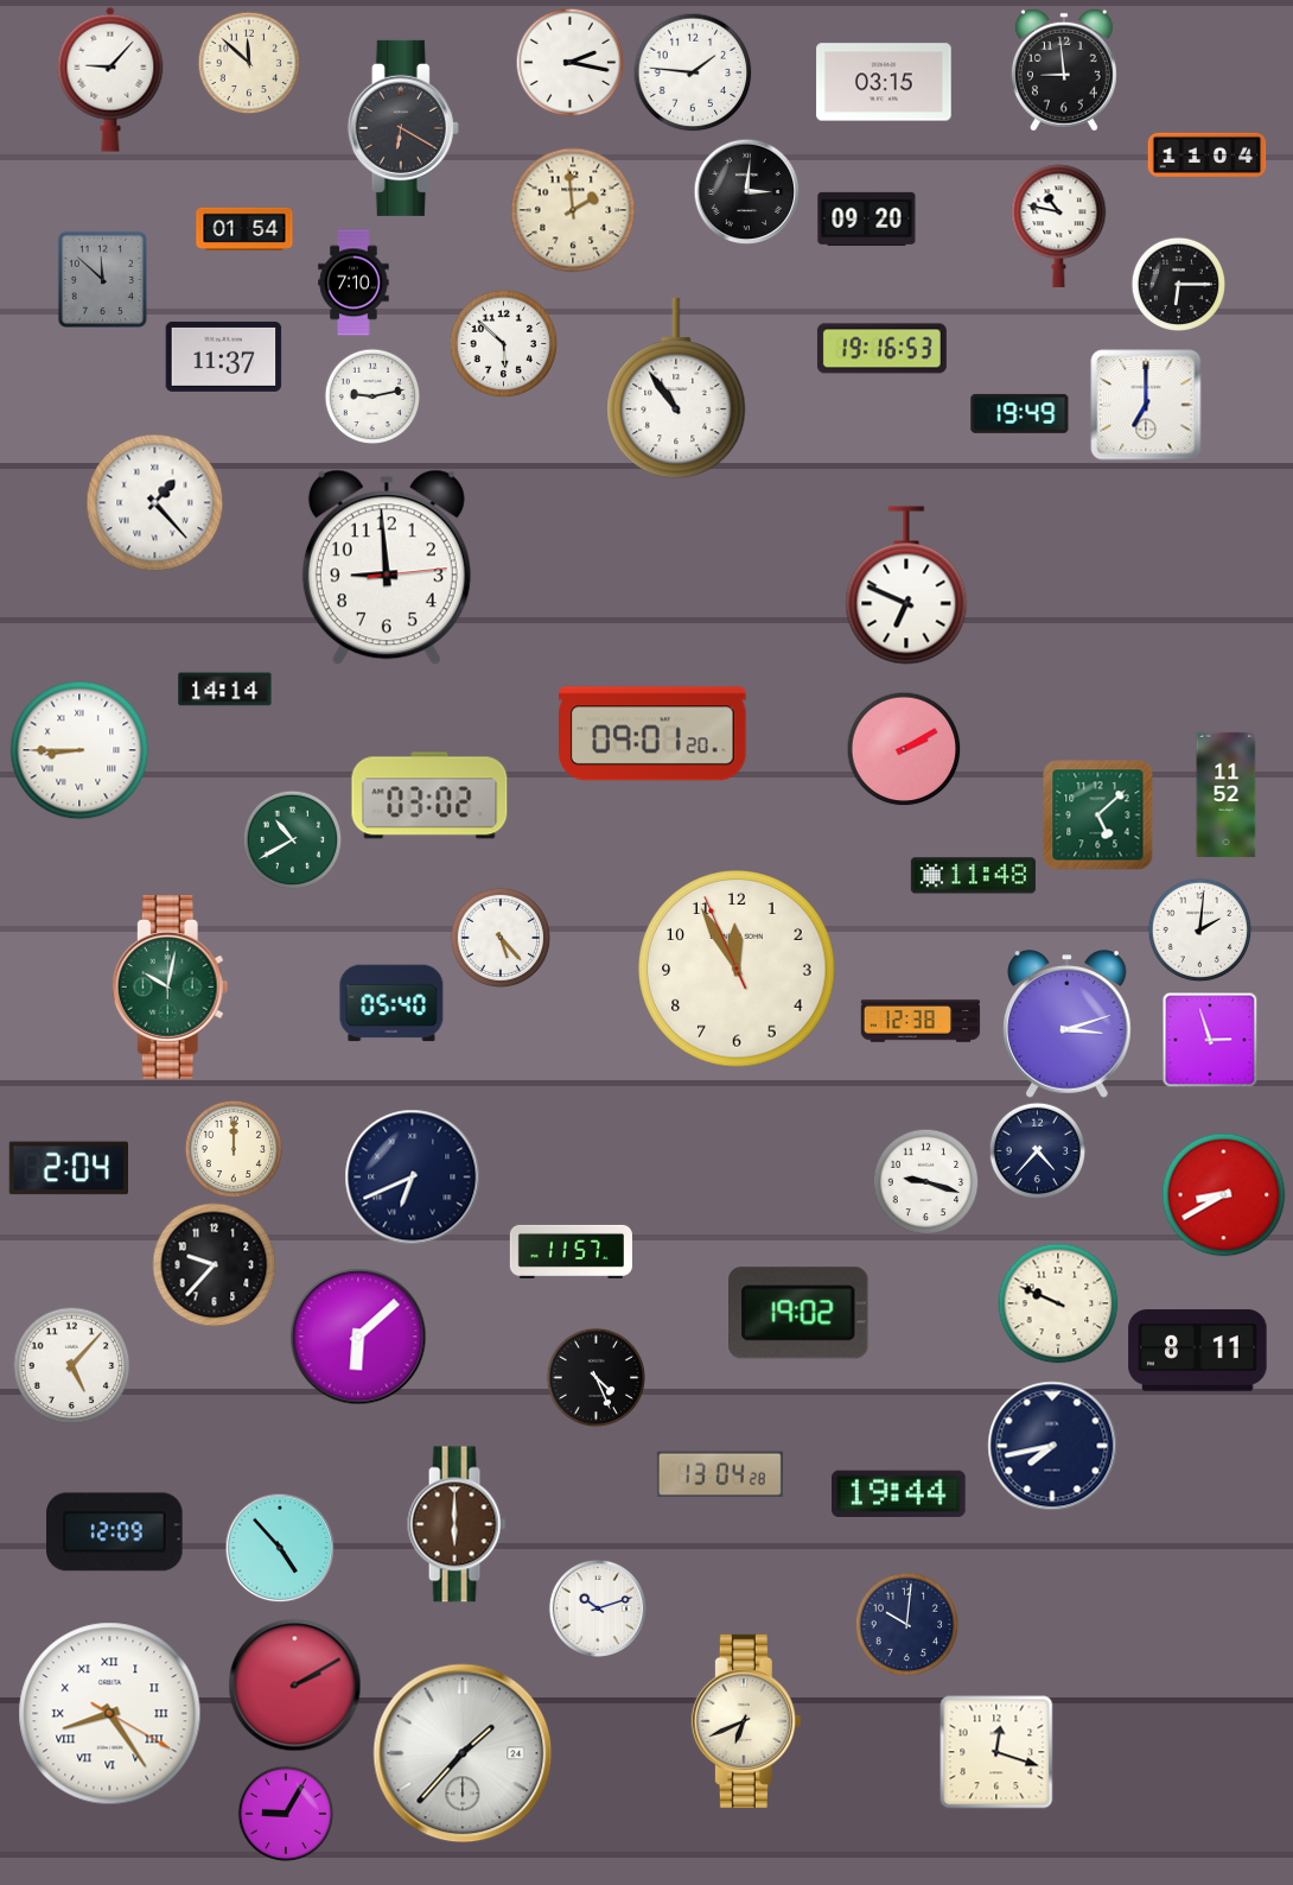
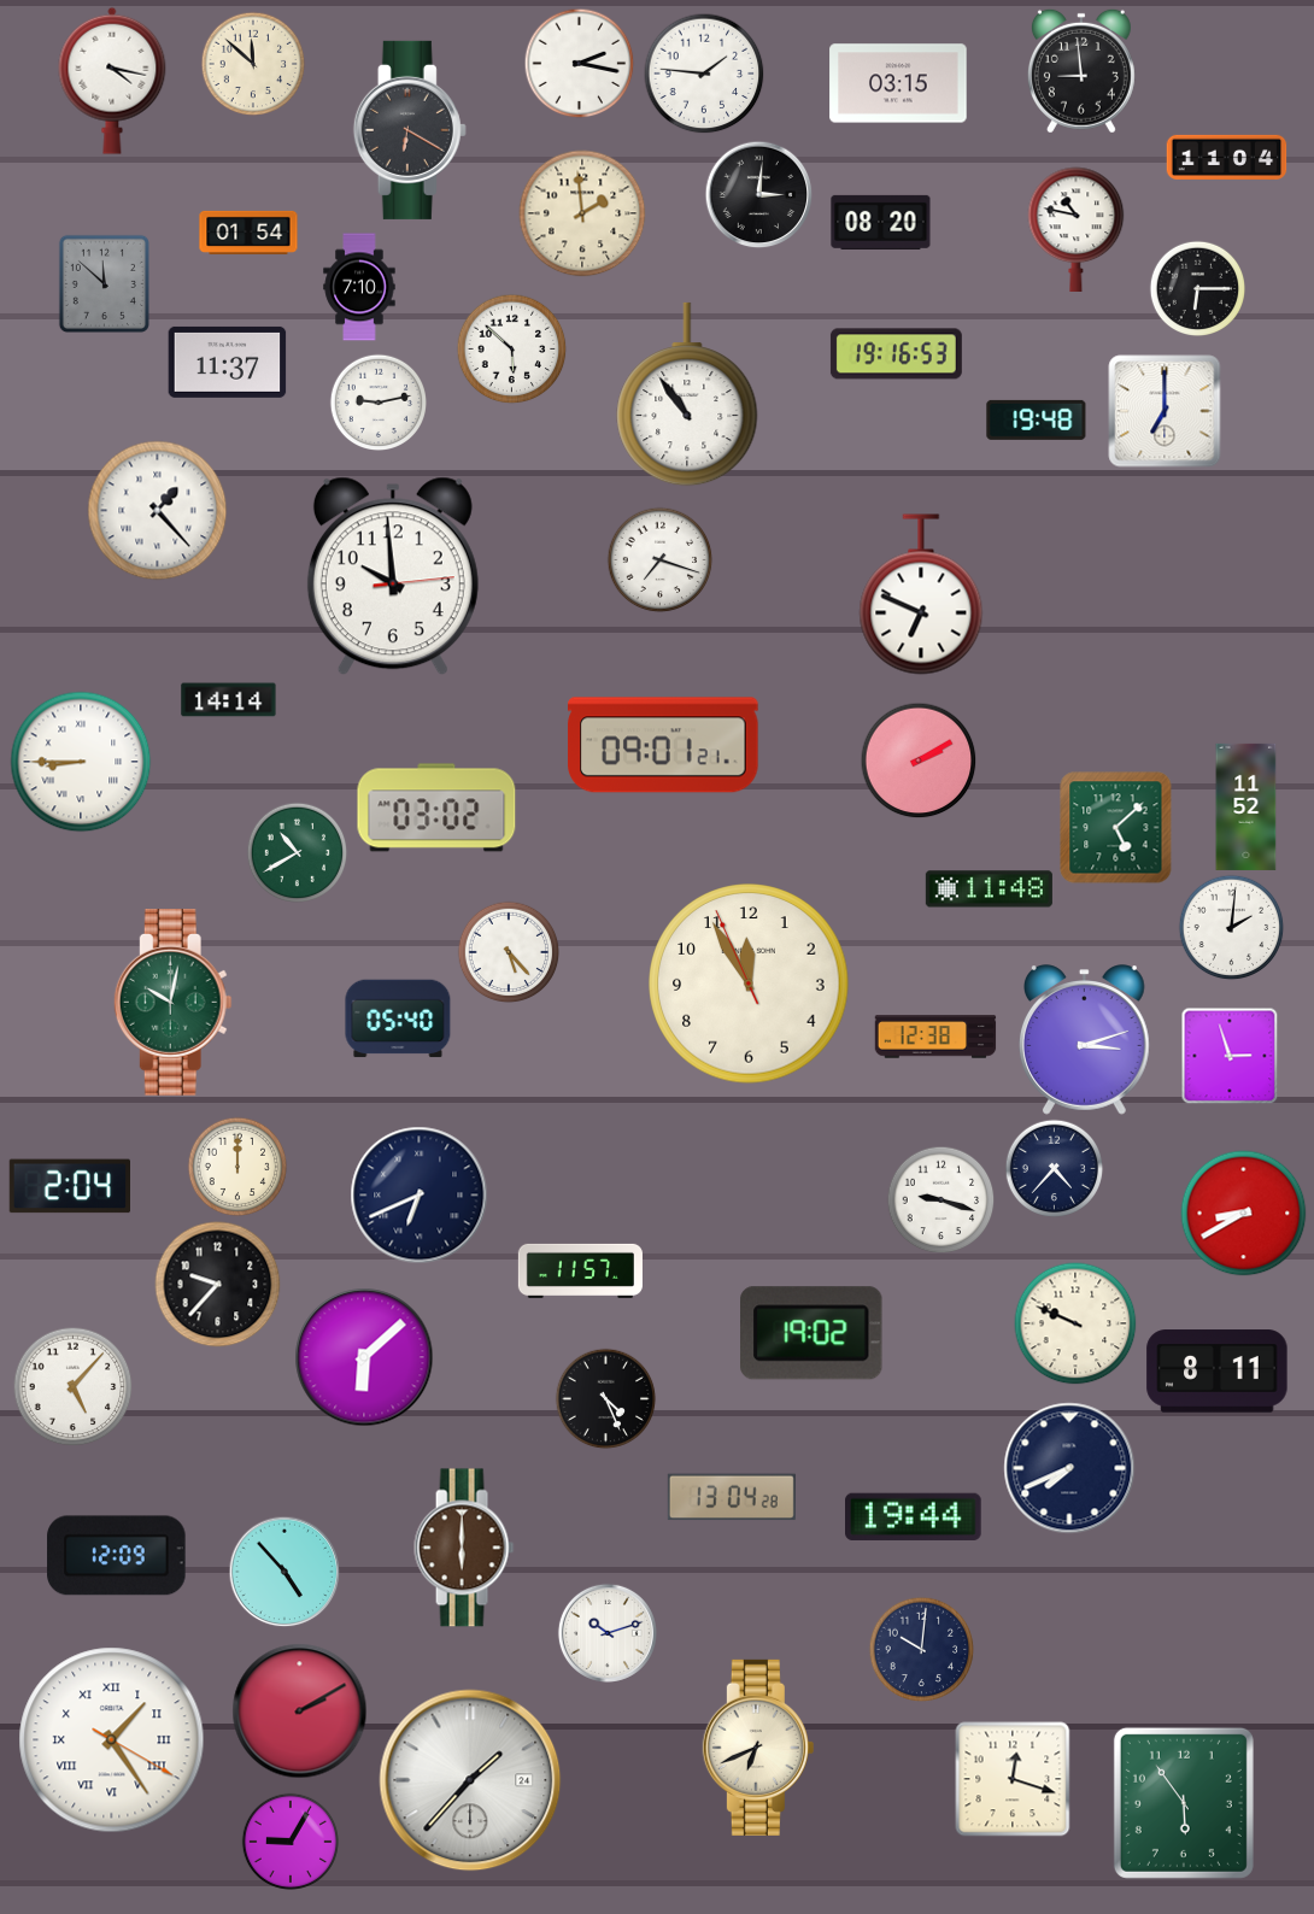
clock at (110, 80): 9:07 -> 4:17
clock at (867, 218): 09:20 -> 08:20
clock at (1020, 413): 19:49 -> 19:48
clock at (659, 559): none -> 7:18
clock at (387, 567): 8:59 -> 9:59
clock at (652, 734): 09:01:20 -> 09:01:21
clock at (1199, 929) position: (1199, 929) -> (1231, 927)
clock at (1052, 1446): 7:43 -> 7:41
clock at (110, 1714): 8:24 -> 1:24
clock at (1184, 1803): none -> 5:54
